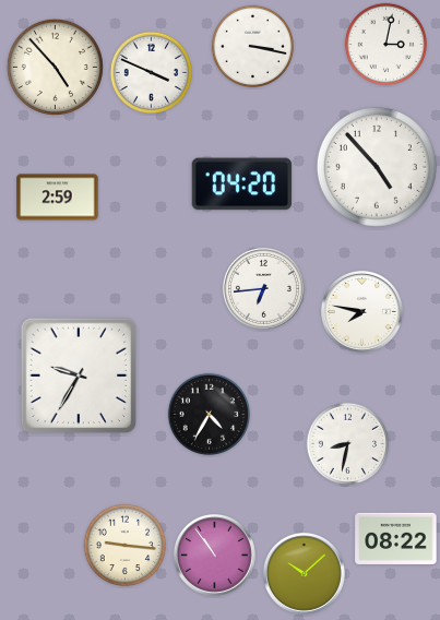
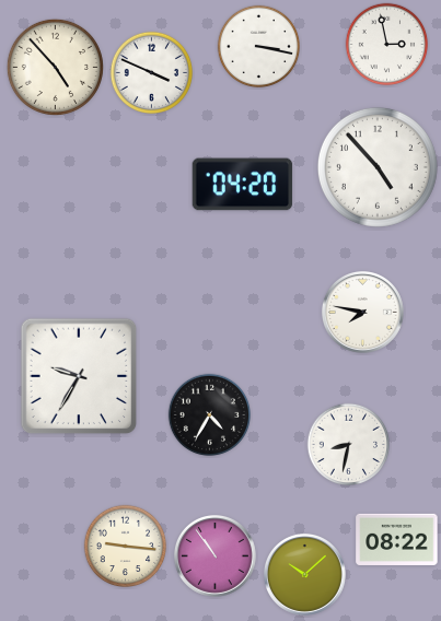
clock at (387, 45): 3:02 -> 2:58
clock at (253, 47) position: (253, 47) -> (259, 47)
clock at (58, 198): 2:59 -> none
clock at (263, 288): 6:44 -> none
